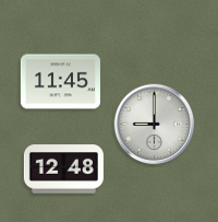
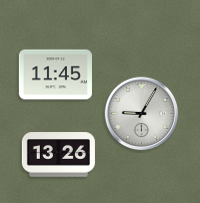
clock at (155, 125): 9:00 -> 9:05
clock at (63, 170): 12:48 -> 13:26
